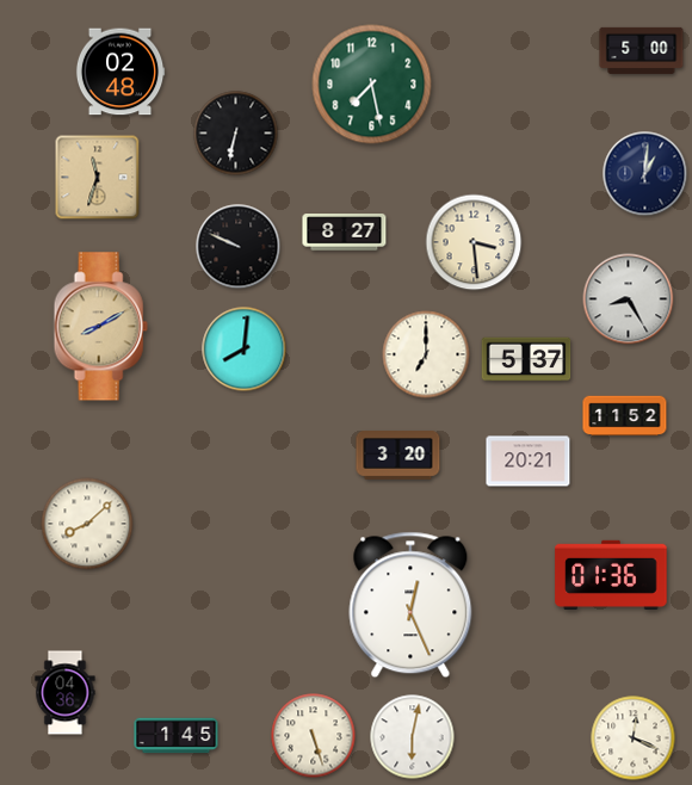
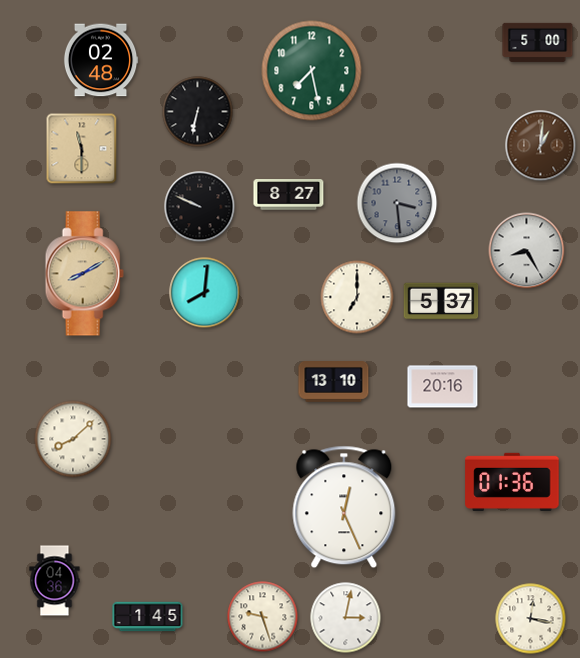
clock at (645, 174) dial: navy -> brown
clock at (98, 178): 11:33 -> 11:30
clock at (474, 242) dial: cream -> grey
clock at (625, 416): 11:52 -> none
clock at (398, 456): 3:20 -> 13:10
clock at (529, 462): 20:21 -> 20:16
clock at (314, 736): 5:27 -> 9:27
clock at (413, 737): 6:02 -> 3:02
clock at (634, 738): 12:19 -> 12:17
